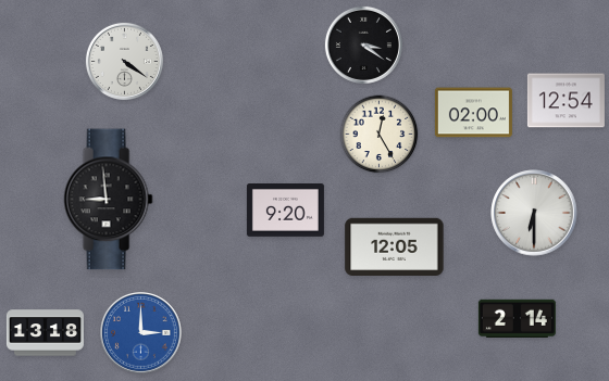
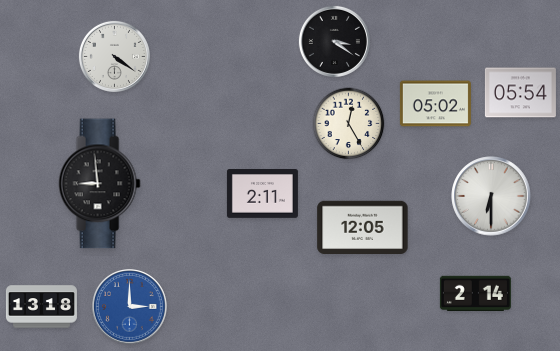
clock at (565, 101): 12:54 -> 05:54
clock at (473, 113): 02:00 -> 05:02
clock at (285, 211): 9:20 -> 2:11
